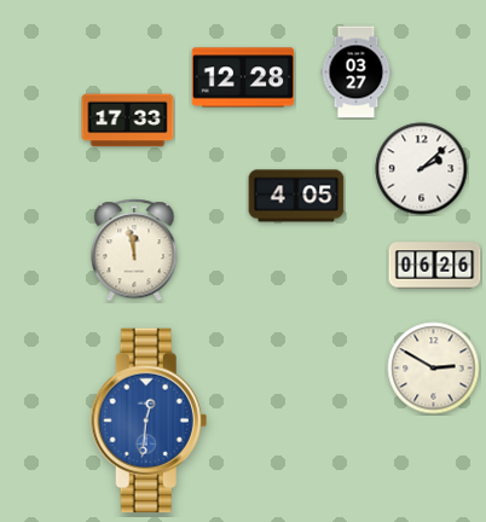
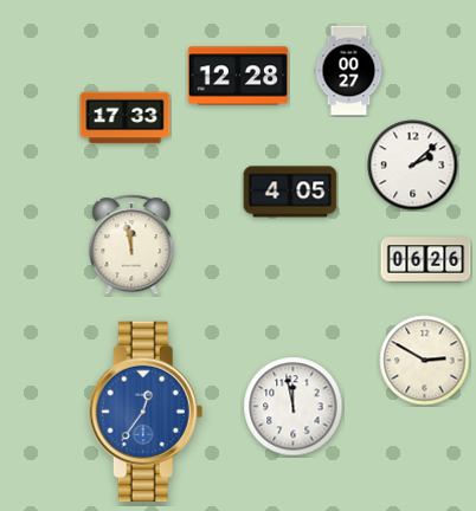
clock at (357, 72): 03:27 -> 00:27
clock at (294, 407): none -> 11:58
clock at (149, 420): 12:31 -> 12:36
